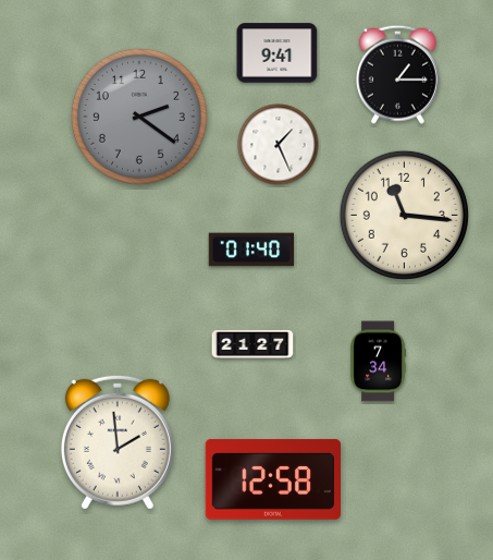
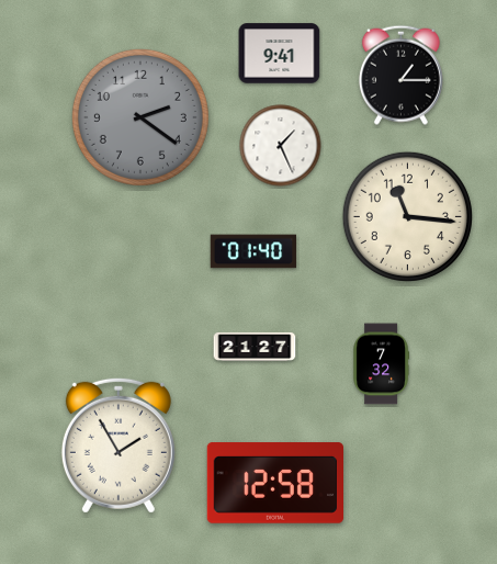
clock at (378, 362): 7:34 -> 7:32
clock at (118, 442): 1:59 -> 1:55
